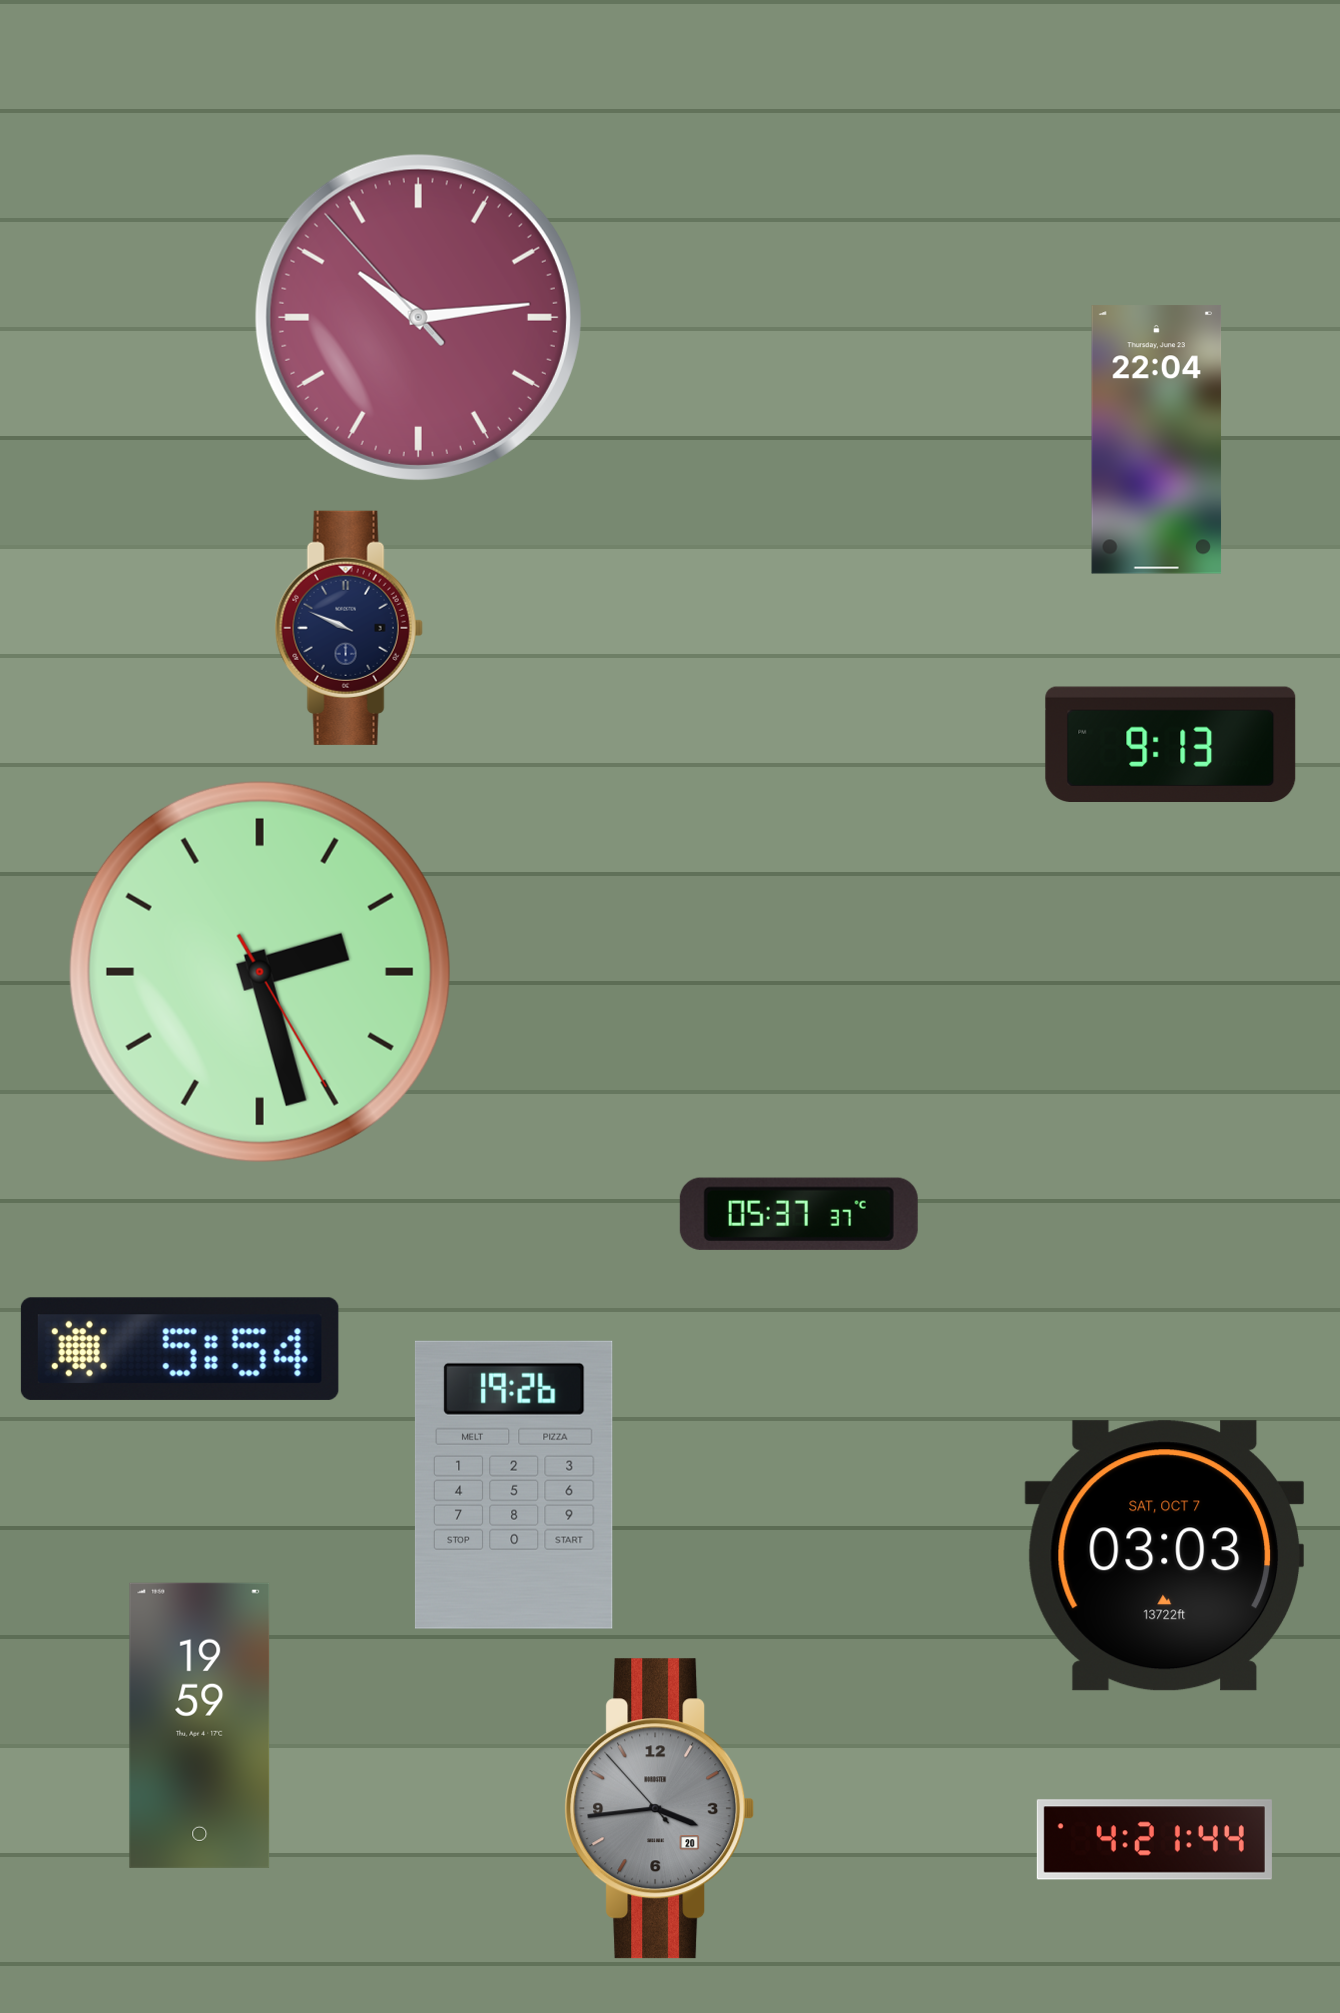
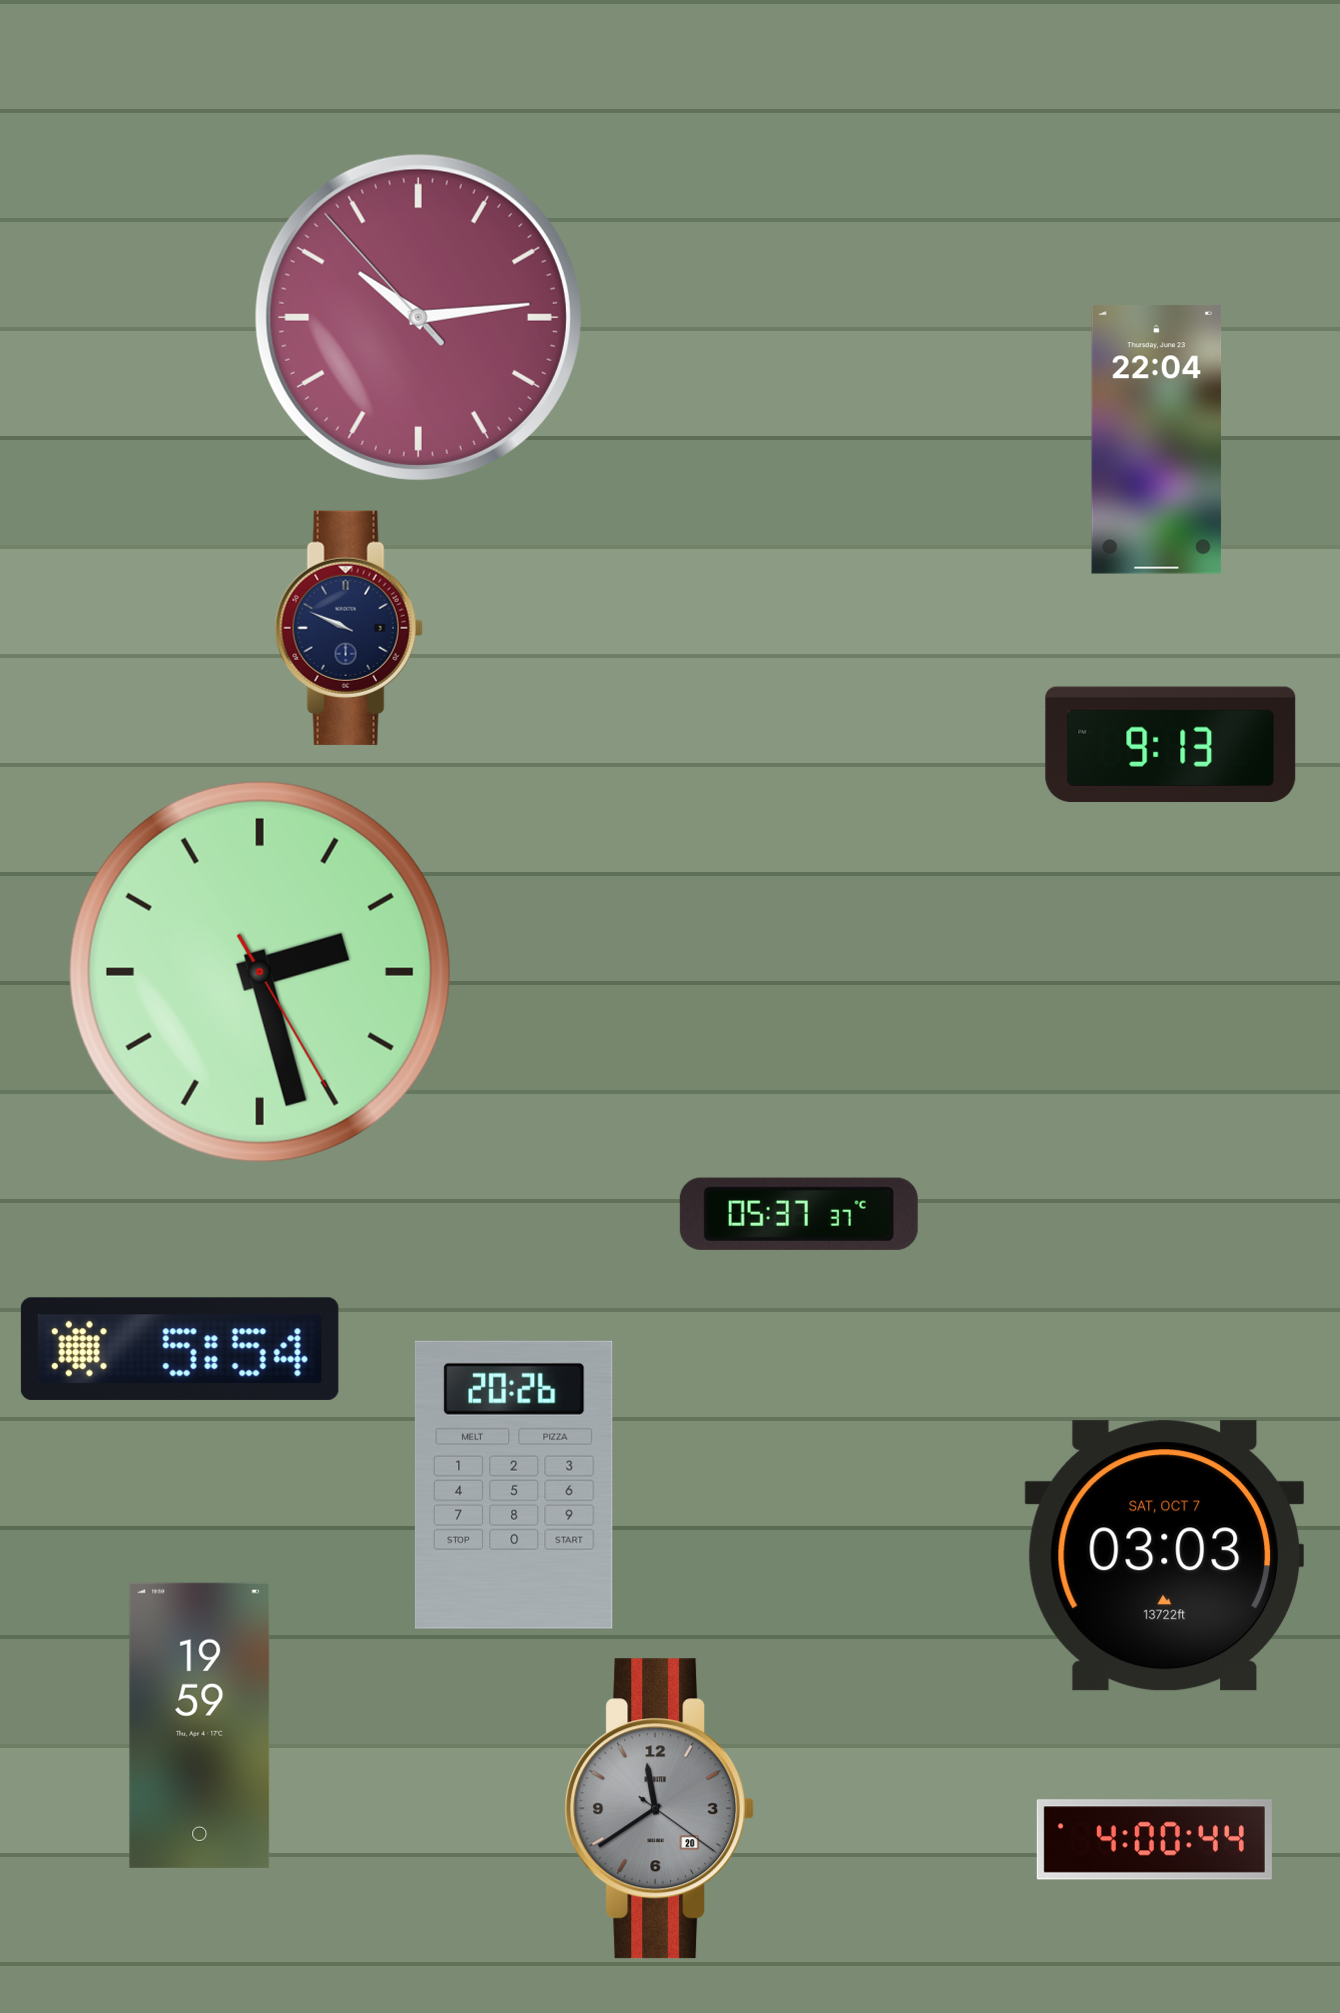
clock at (514, 1485): 19:26 -> 20:26
clock at (660, 1809): 3:43 -> 11:39
clock at (1154, 1840): 4:21 -> 4:00
